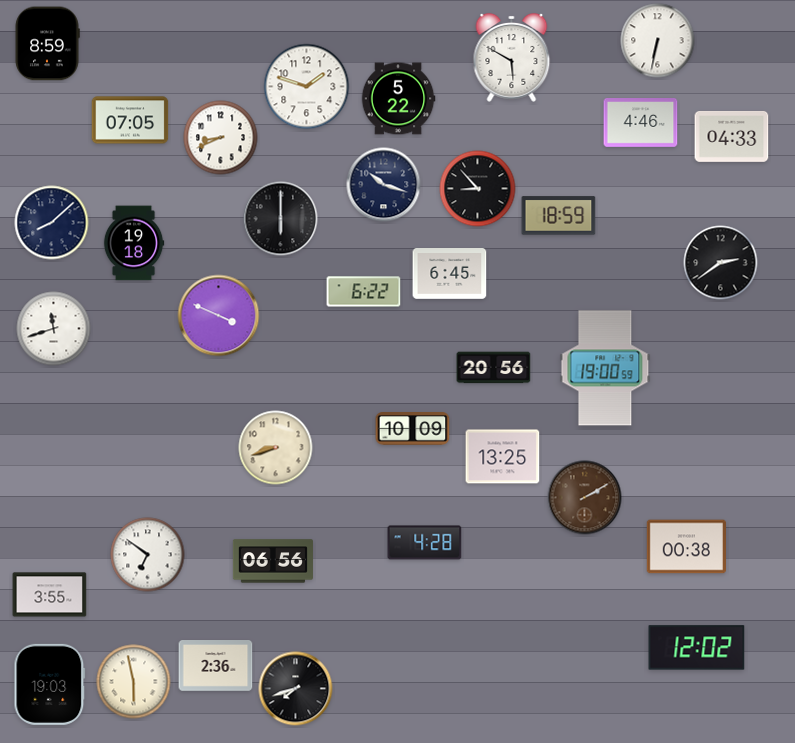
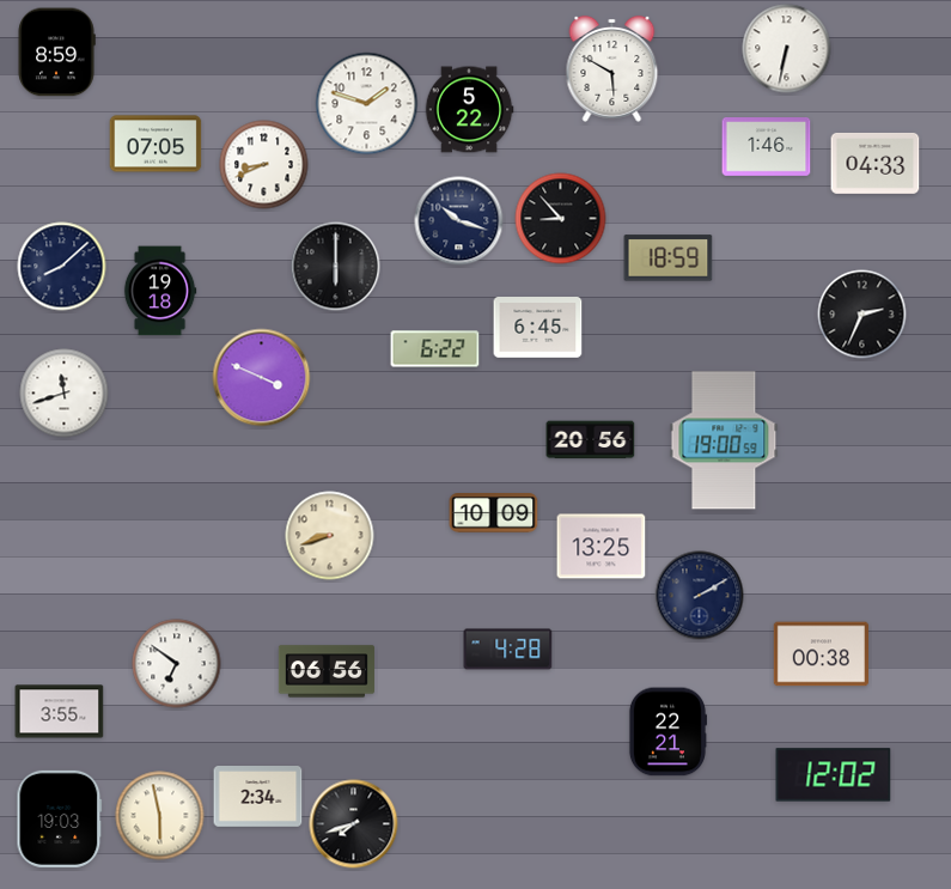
clock at (398, 99) position: (398, 99) -> (469, 110)
clock at (641, 123): 4:46 -> 1:46
clock at (478, 189) position: (478, 189) -> (561, 219)
clock at (281, 219) position: (281, 219) -> (336, 267)
clock at (721, 263): 2:39 -> 2:34
clock at (585, 498) dial: brown -> navy
clock at (667, 732): none -> 22:21
clock at (216, 666): 2:36 -> 2:34
